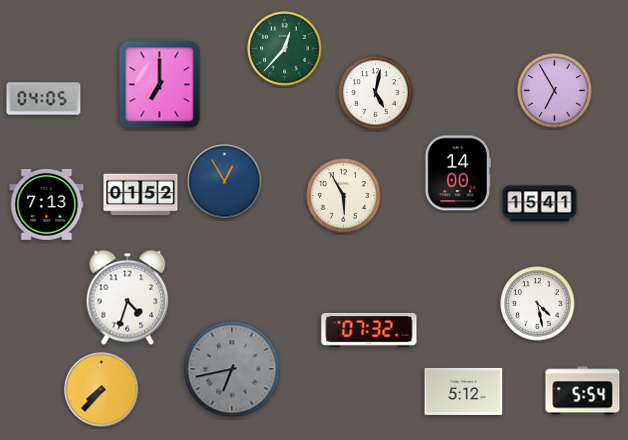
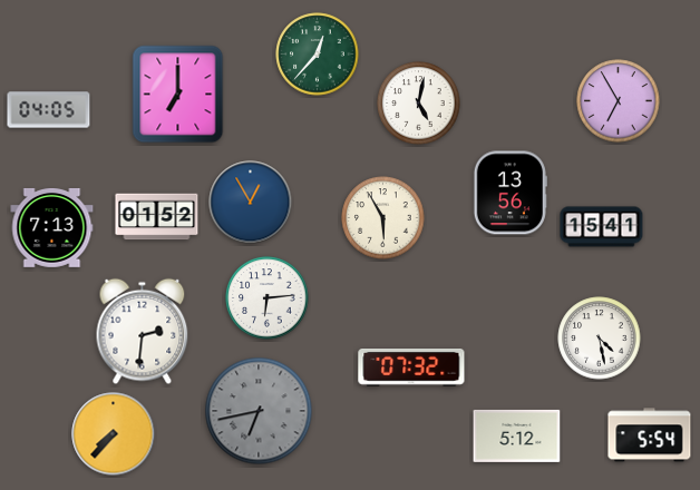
clock at (458, 173): 14:00 -> 13:56
clock at (268, 298): none -> 6:14
clock at (128, 298): 4:33 -> 2:31
